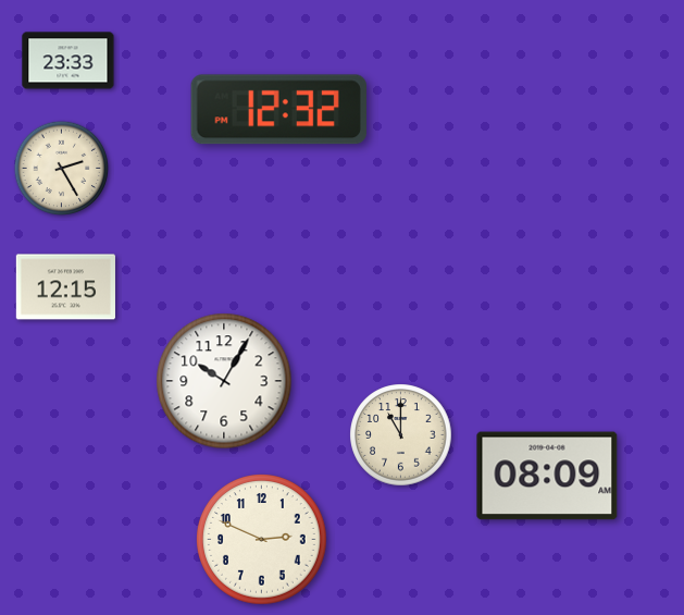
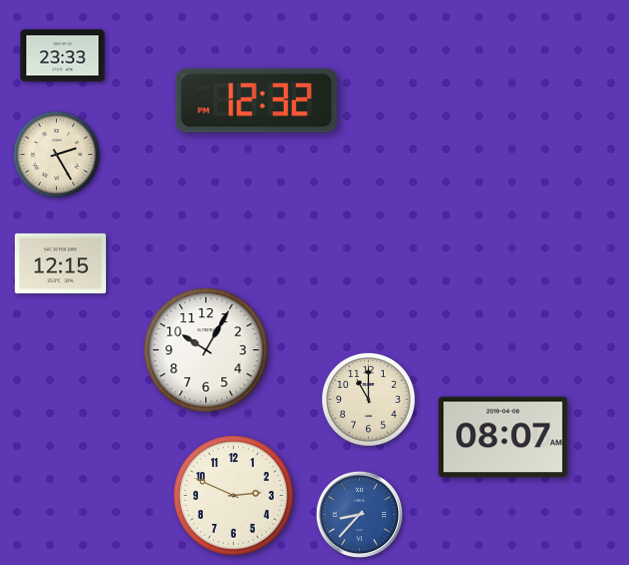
clock at (547, 476): 08:09 -> 08:07
clock at (262, 540) position: (262, 540) -> (234, 496)
clock at (359, 514): none -> 8:37
